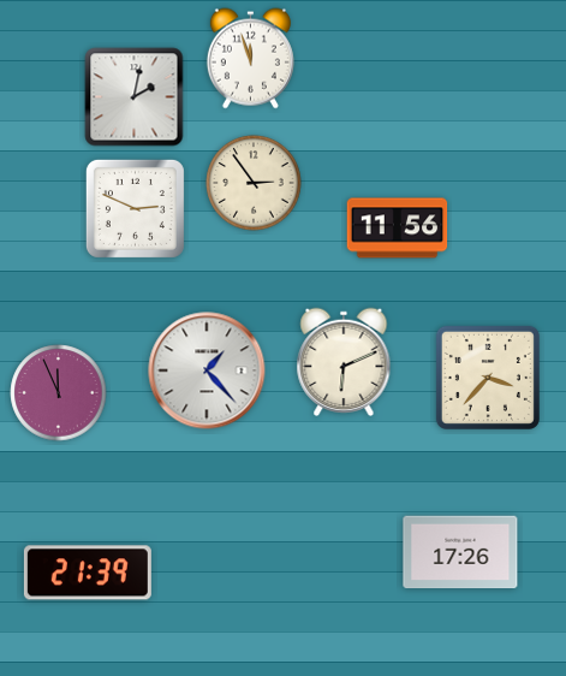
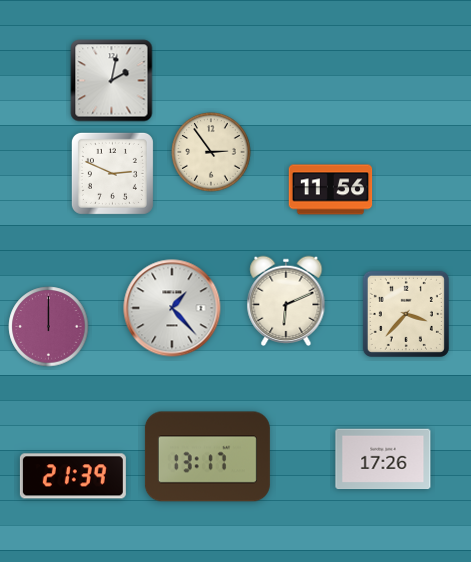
clock at (250, 59): 11:57 -> none
clock at (59, 393): 11:56 -> 12:00
clock at (207, 457): none -> 13:17
